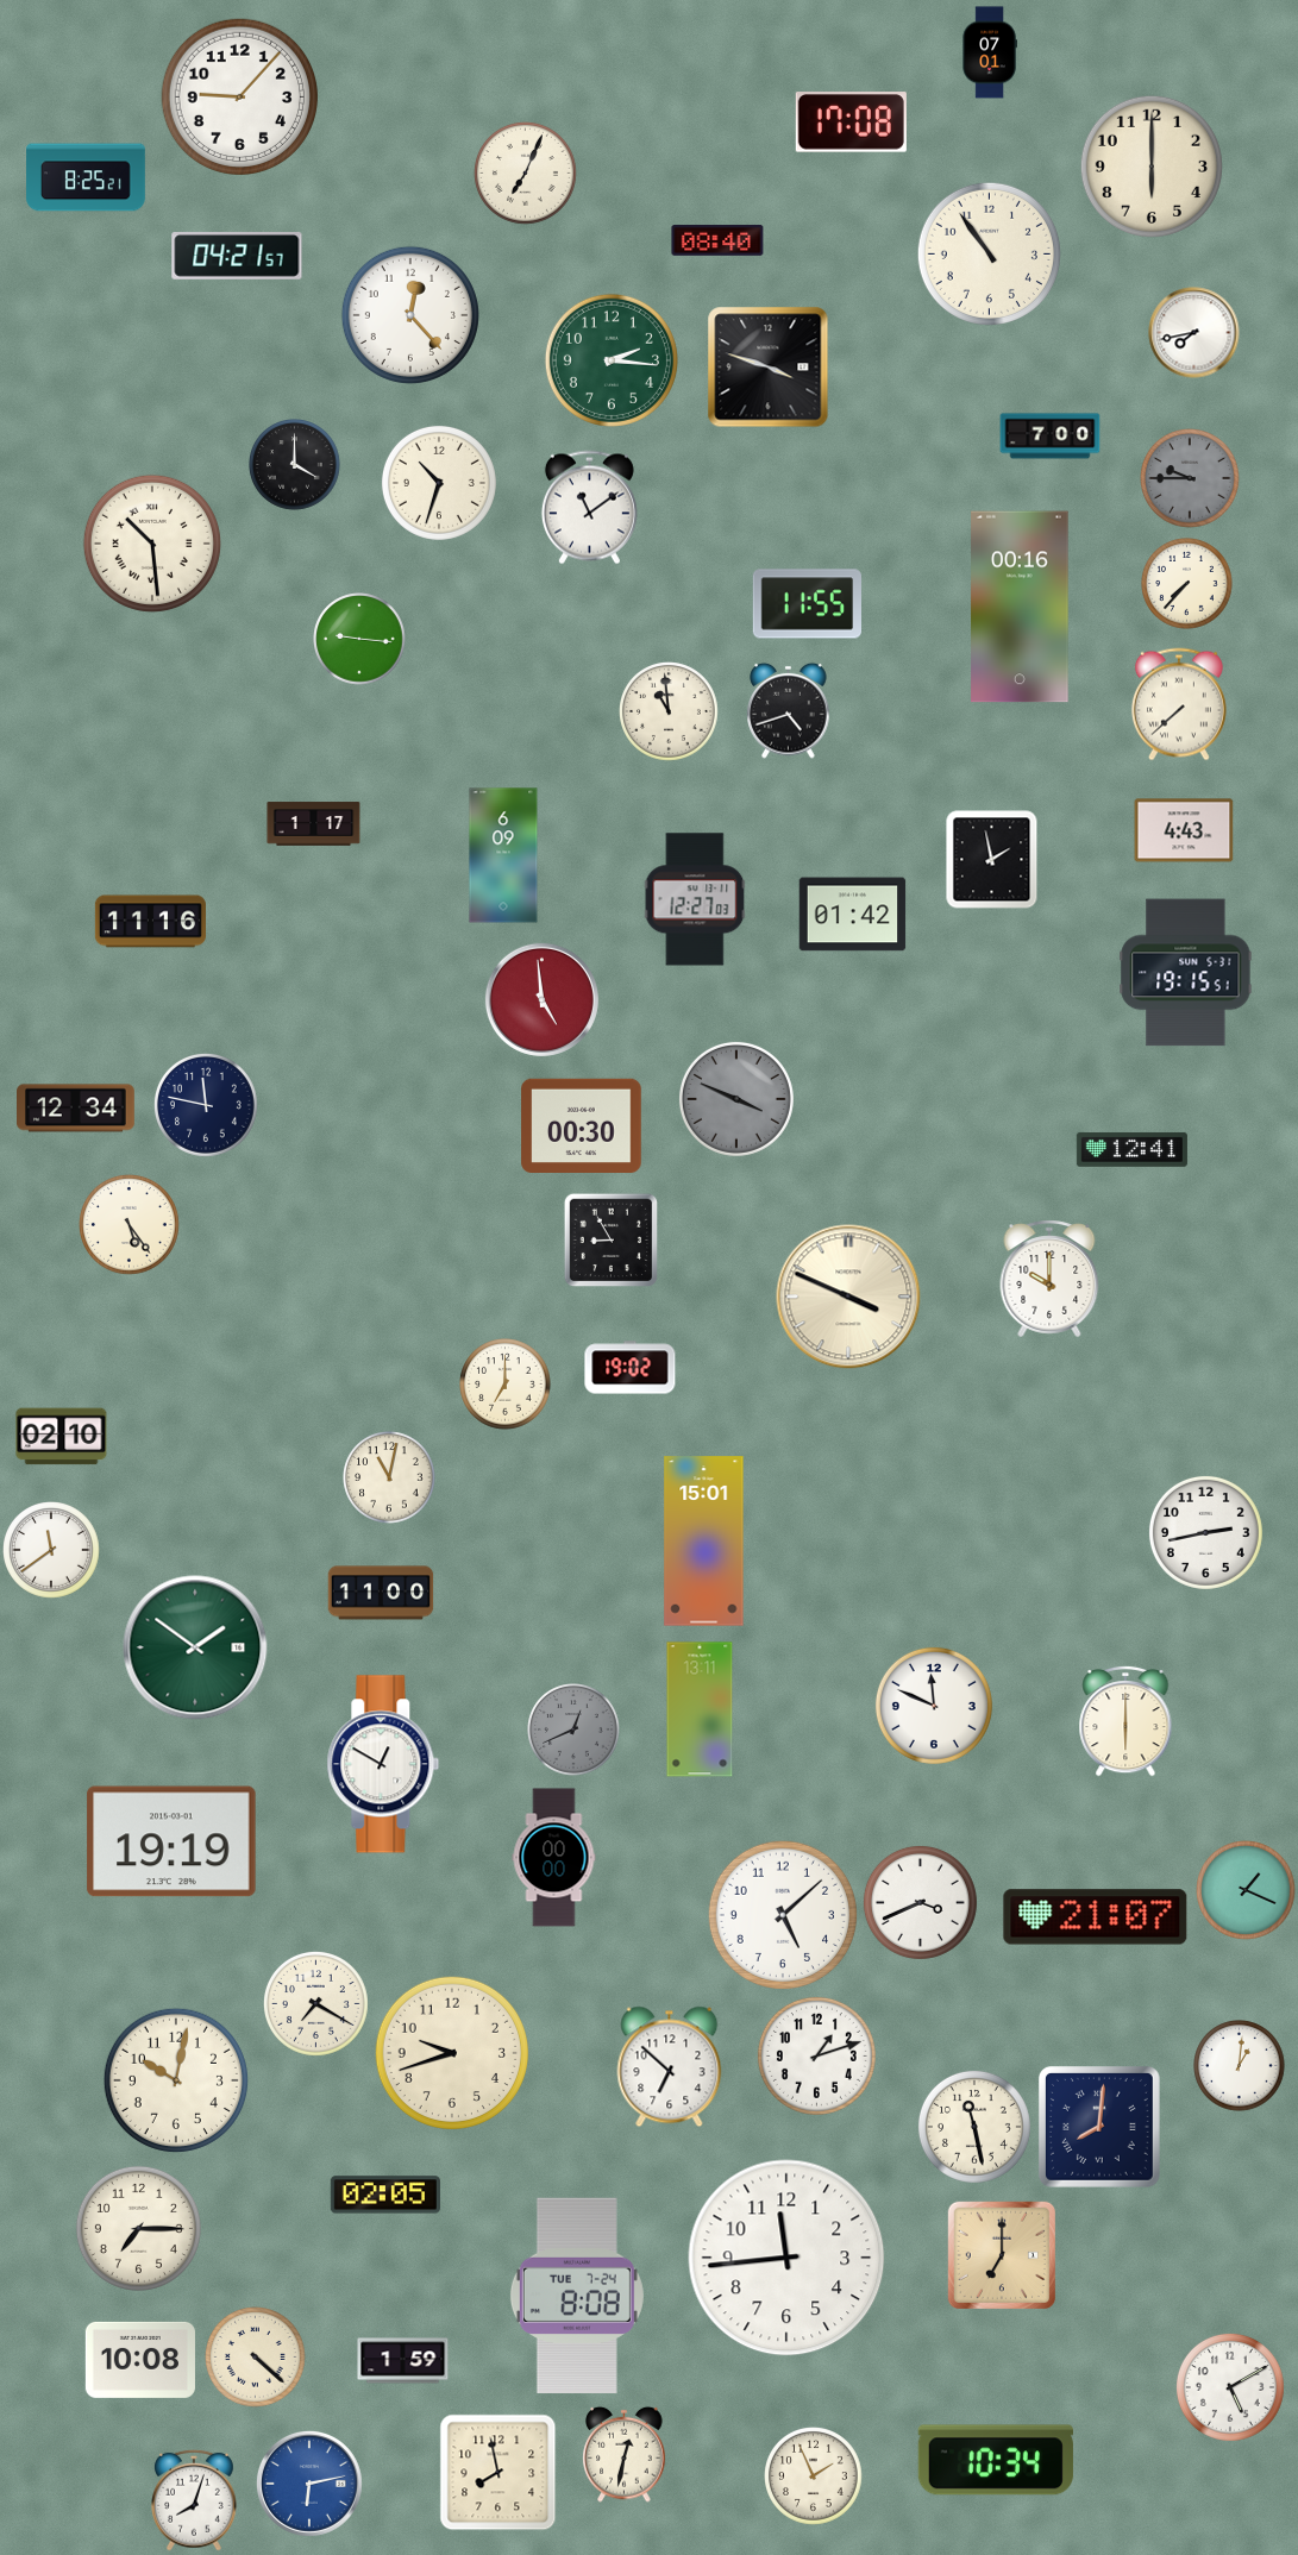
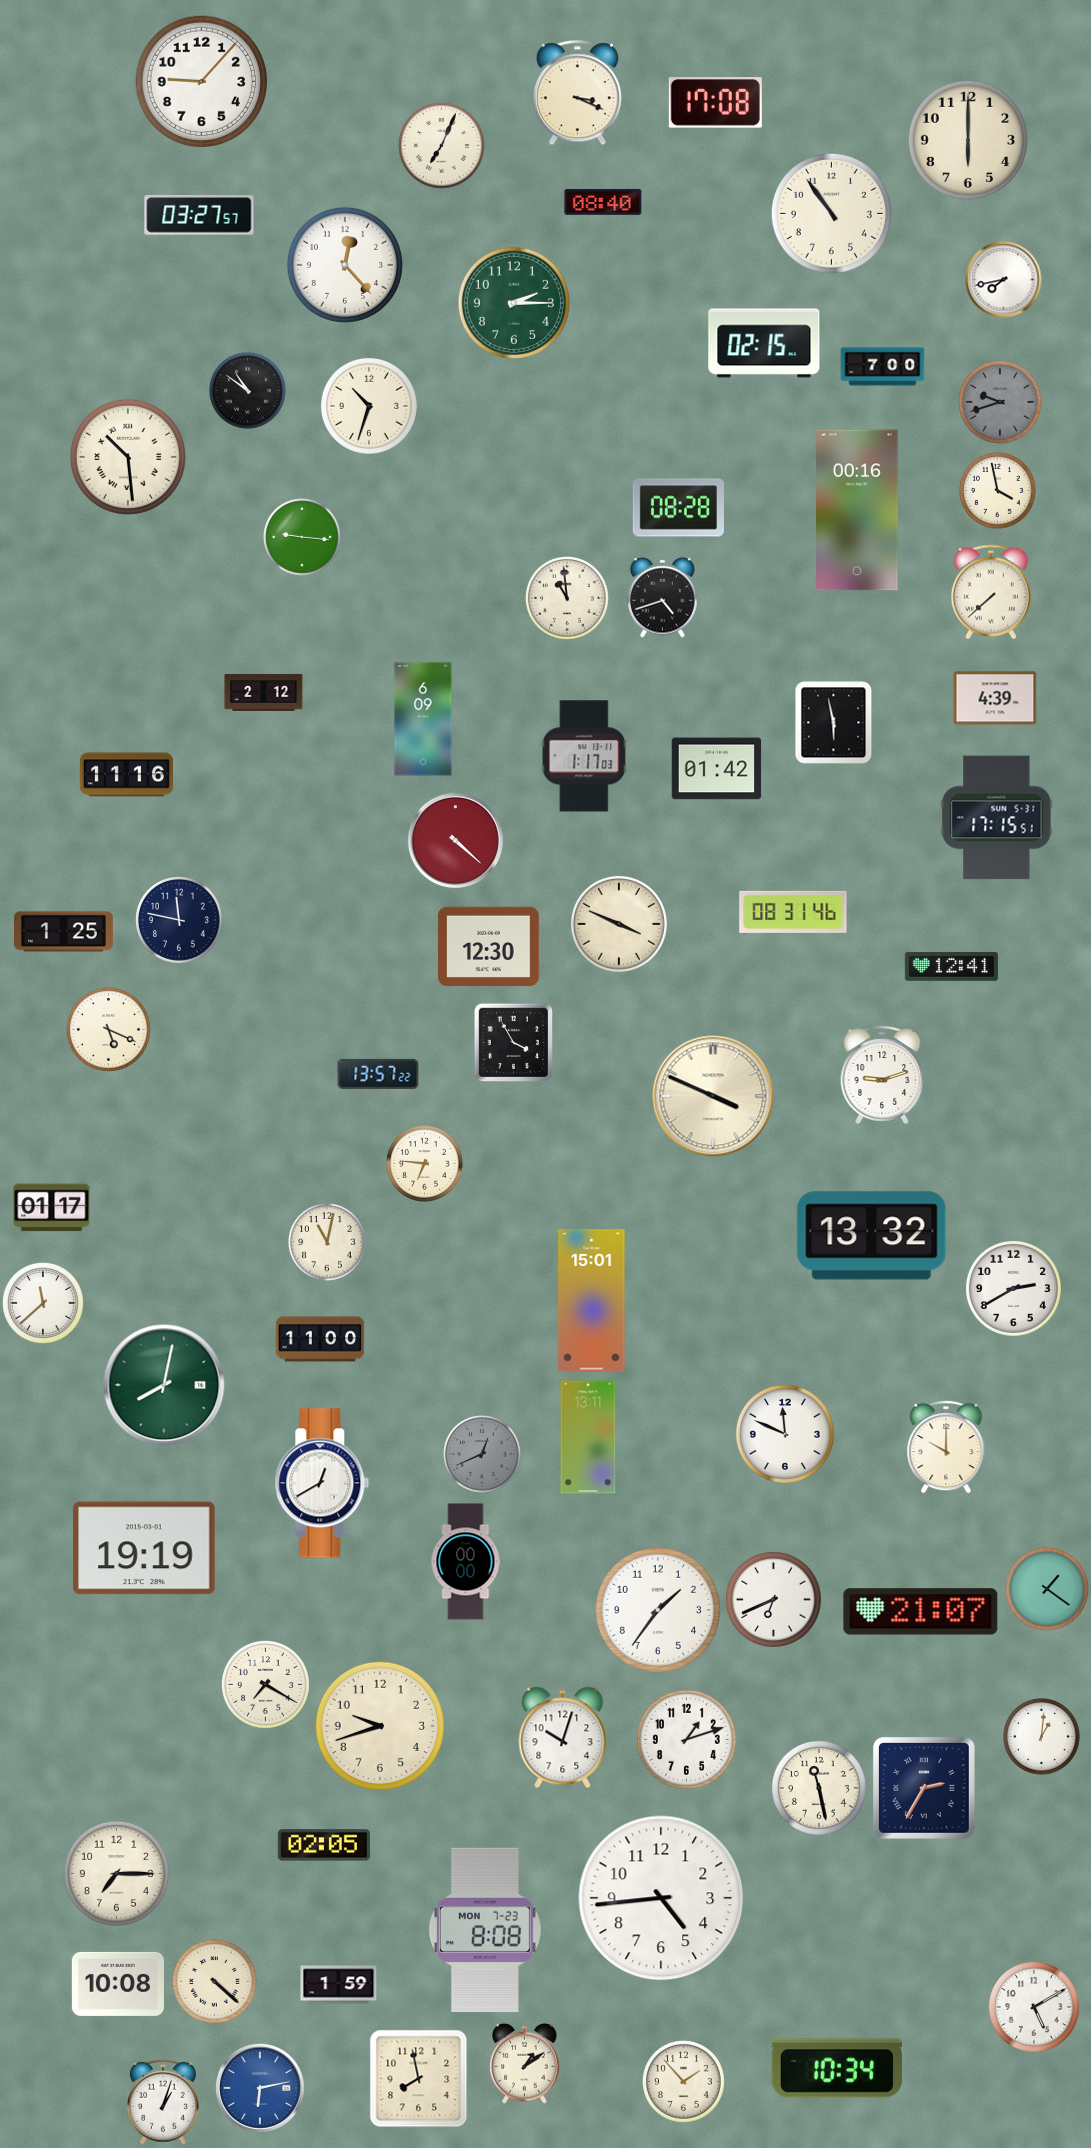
clock at (990, 52): 07:01 -> none
clock at (577, 93): none -> 3:19
clock at (86, 177): 8:25 -> none
clock at (237, 256): 04:21 -> 03:27
clock at (612, 360): 2:16 -> 2:15
clock at (769, 368): 3:48 -> none
clock at (764, 343): none -> 02:15
clock at (295, 465): 4:00 -> 10:51
clock at (1191, 479): 9:45 -> 9:42
clock at (589, 508): 11:09 -> none
clock at (1187, 584): 7:37 -> 3:58
clock at (807, 604): 11:55 -> 08:28
clock at (670, 712) position: (670, 712) -> (568, 599)
clock at (314, 824): 1:17 -> 2:12
clock at (1184, 830): 4:43 -> 4:39
clock at (992, 860): 1:58 -> 5:58
clock at (695, 899): 12:27 -> 1:17
clock at (1186, 973): 19:15 -> 17:15
clock at (541, 999): 4:59 -> 4:22
clock at (793, 912): none -> 08:31
clock at (736, 1099) dial: grey -> cream
clock at (207, 1106) position: (207, 1106) -> (180, 921)
clock at (76, 1109): 12:34 -> 1:25
clock at (582, 1125): 00:30 -> 12:30
clock at (130, 1225): 5:24 -> 5:19
clock at (610, 1239): 8:55 -> 3:55
clock at (378, 1074): none -> 13:57
clock at (1049, 1279): 10:00 -> 9:12
clock at (848, 1297) position: (848, 1297) -> (713, 1096)
clock at (631, 1368): 19:02 -> none
clock at (506, 1385): 7:00 -> 6:46
clock at (62, 1437): 02:10 -> 01:17
clock at (872, 1236): none -> 13:32
clock at (1205, 1532): 2:43 -> 2:40
clock at (704, 1542) position: (704, 1542) -> (592, 1301)
clock at (51, 1550): 11:39 -> 11:38
clock at (195, 1647): 1:51 -> 8:02
clock at (1125, 1721): 6:00 -> 10:00
clock at (383, 1764): 12:50 -> 12:40
clock at (1247, 1891): 1:19 -> 1:21
clock at (920, 1902): 3:41 -> 6:41
clock at (783, 1915): 5:08 -> 1:36
clock at (816, 2055) position: (816, 2055) -> (686, 1739)
clock at (670, 2067): 6:52 -> 10:03
clock at (176, 2080): 10:02 -> none
clock at (1099, 2127): 8:01 -> 2:35
clock at (1002, 2255): 7:00 -> none
clock at (786, 2258): 11:44 -> 4:44
clock at (577, 2296) date: TUE 7-24 -> MON 7-23
clock at (625, 2454): 12:32 -> 1:09
clock at (814, 2476): 1:56 -> 1:53
clock at (195, 2500): 8:03 -> 1:03
